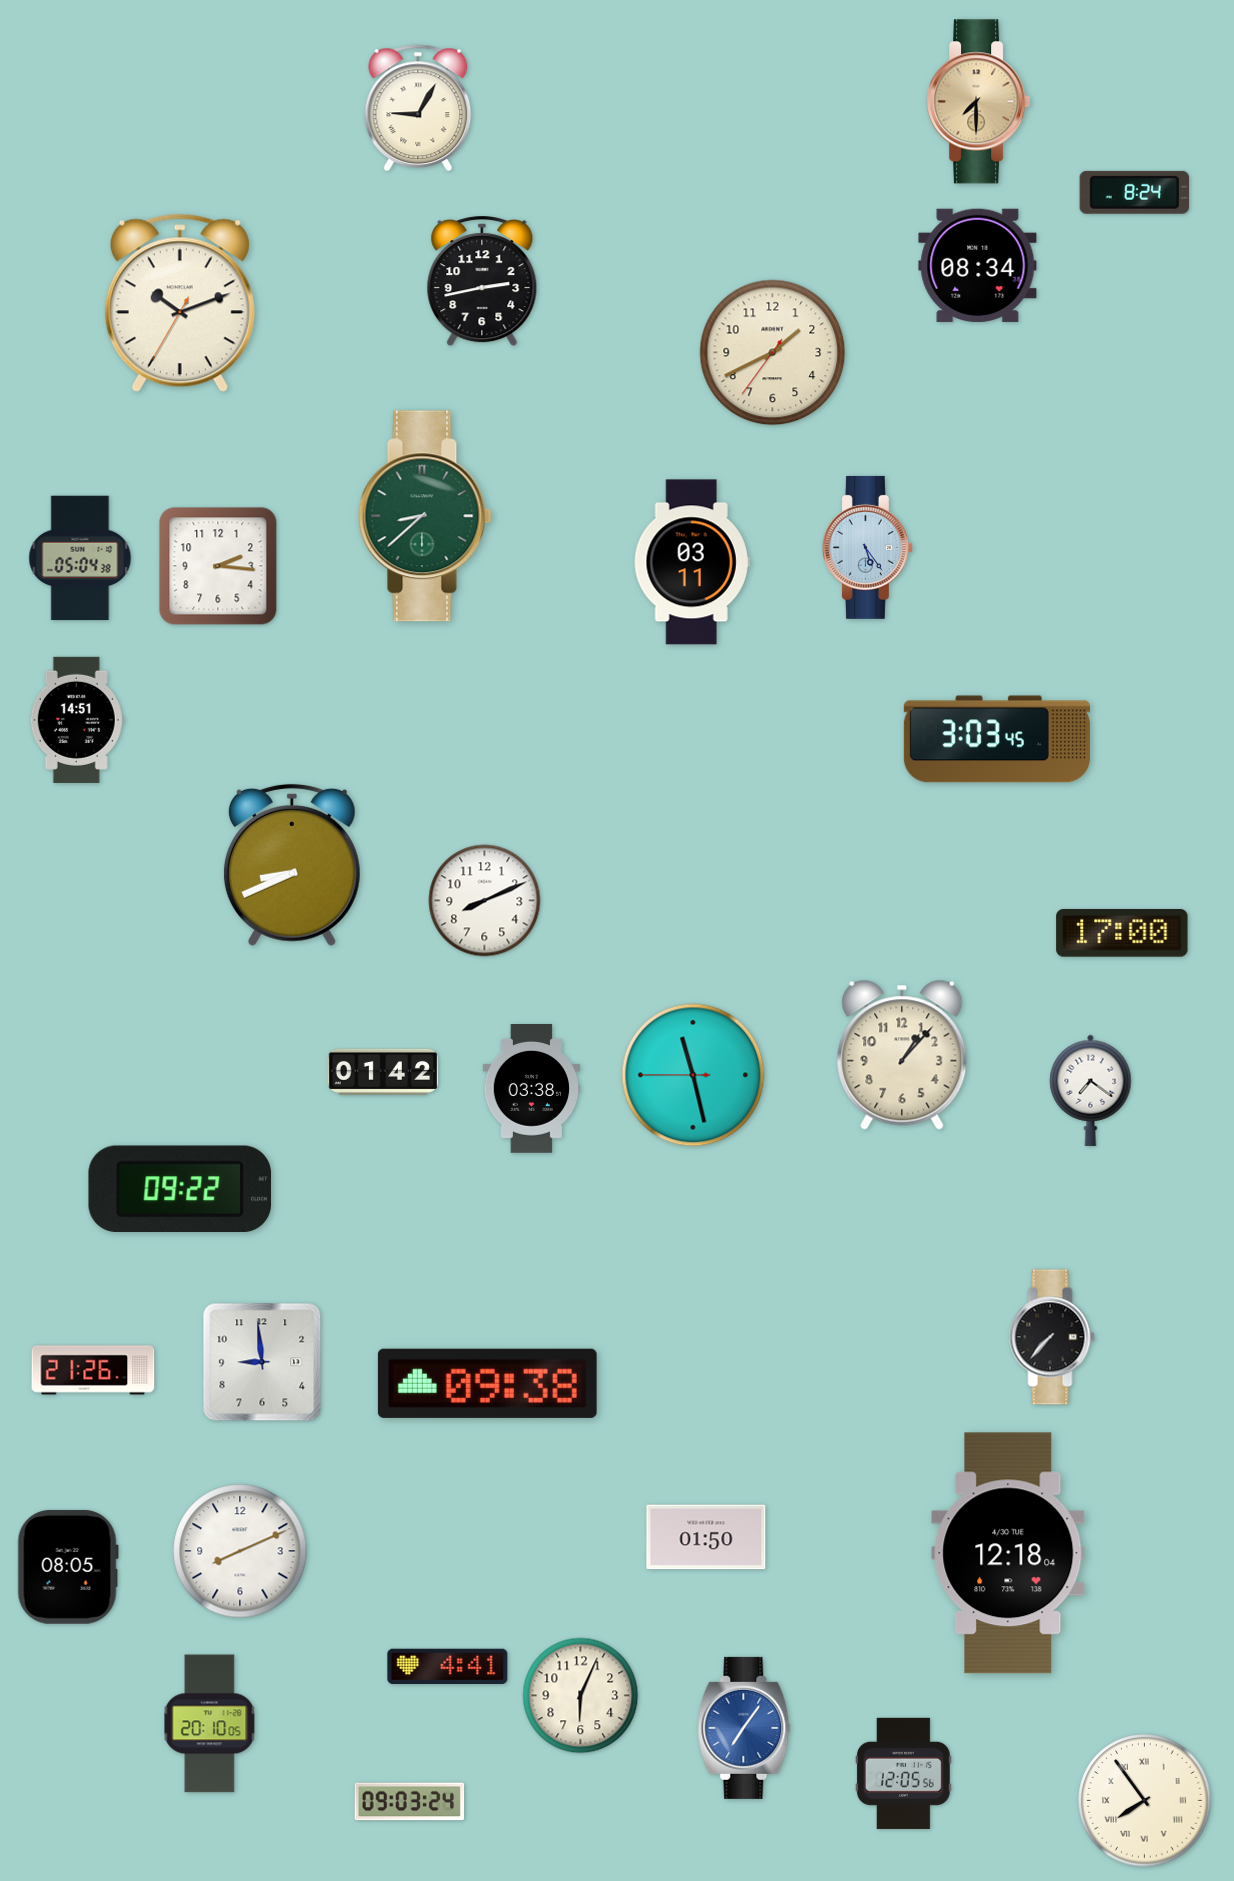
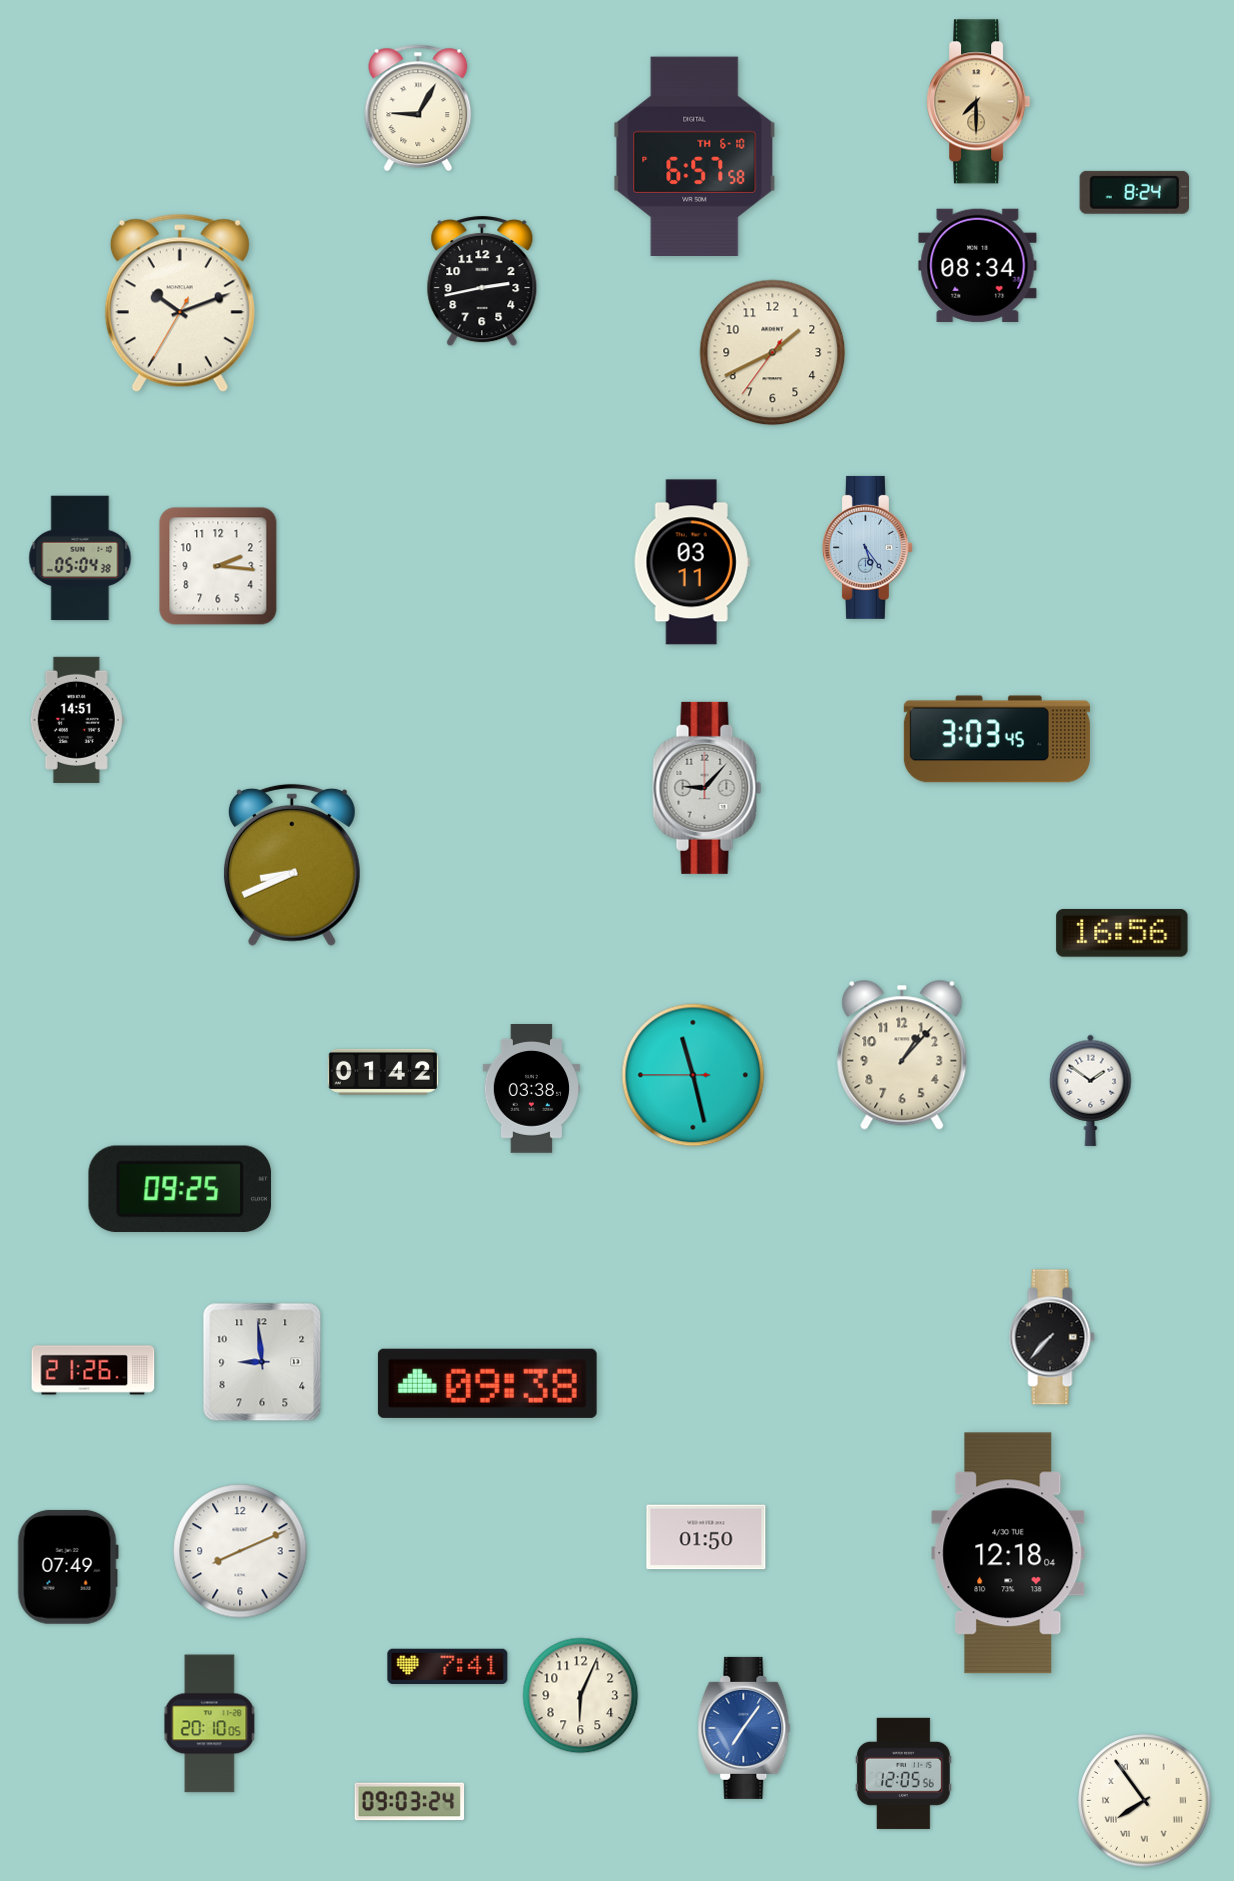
clock at (695, 156): none -> 6:57
clock at (425, 516): 8:38 -> none
clock at (707, 788): none -> 9:07
clock at (485, 901): 8:11 -> none
clock at (1122, 933): 17:00 -> 16:56
clock at (1091, 1090): 7:21 -> 1:51
clock at (180, 1188): 09:22 -> 09:25
clock at (68, 1567): 08:05 -> 07:49
clock at (448, 1667): 4:41 -> 7:41
